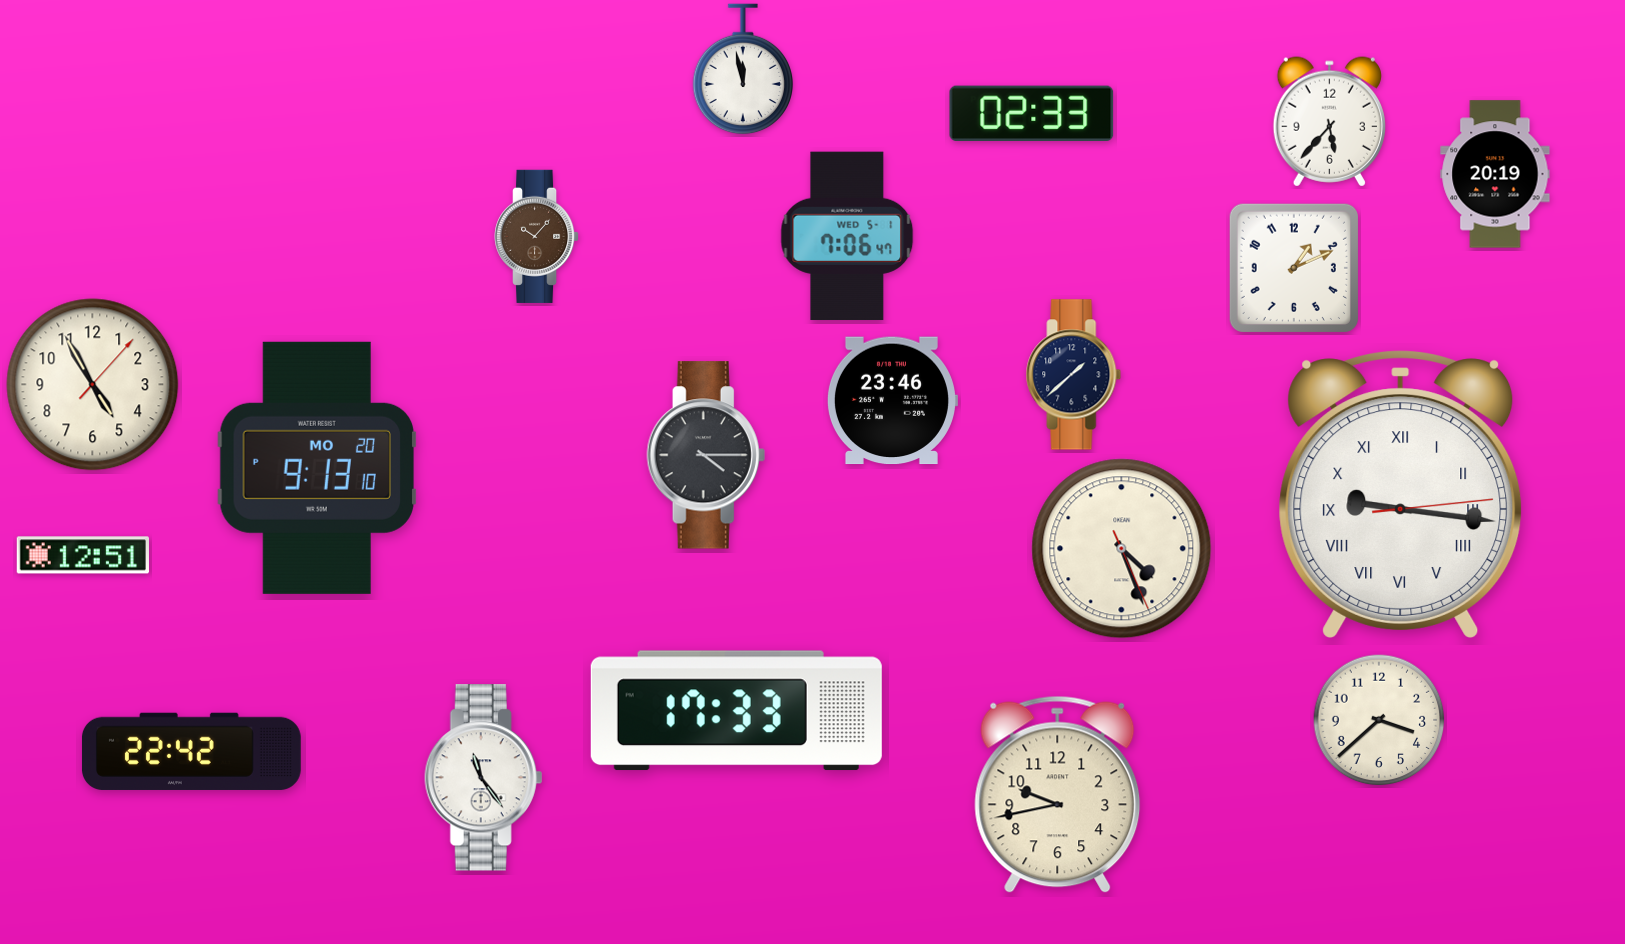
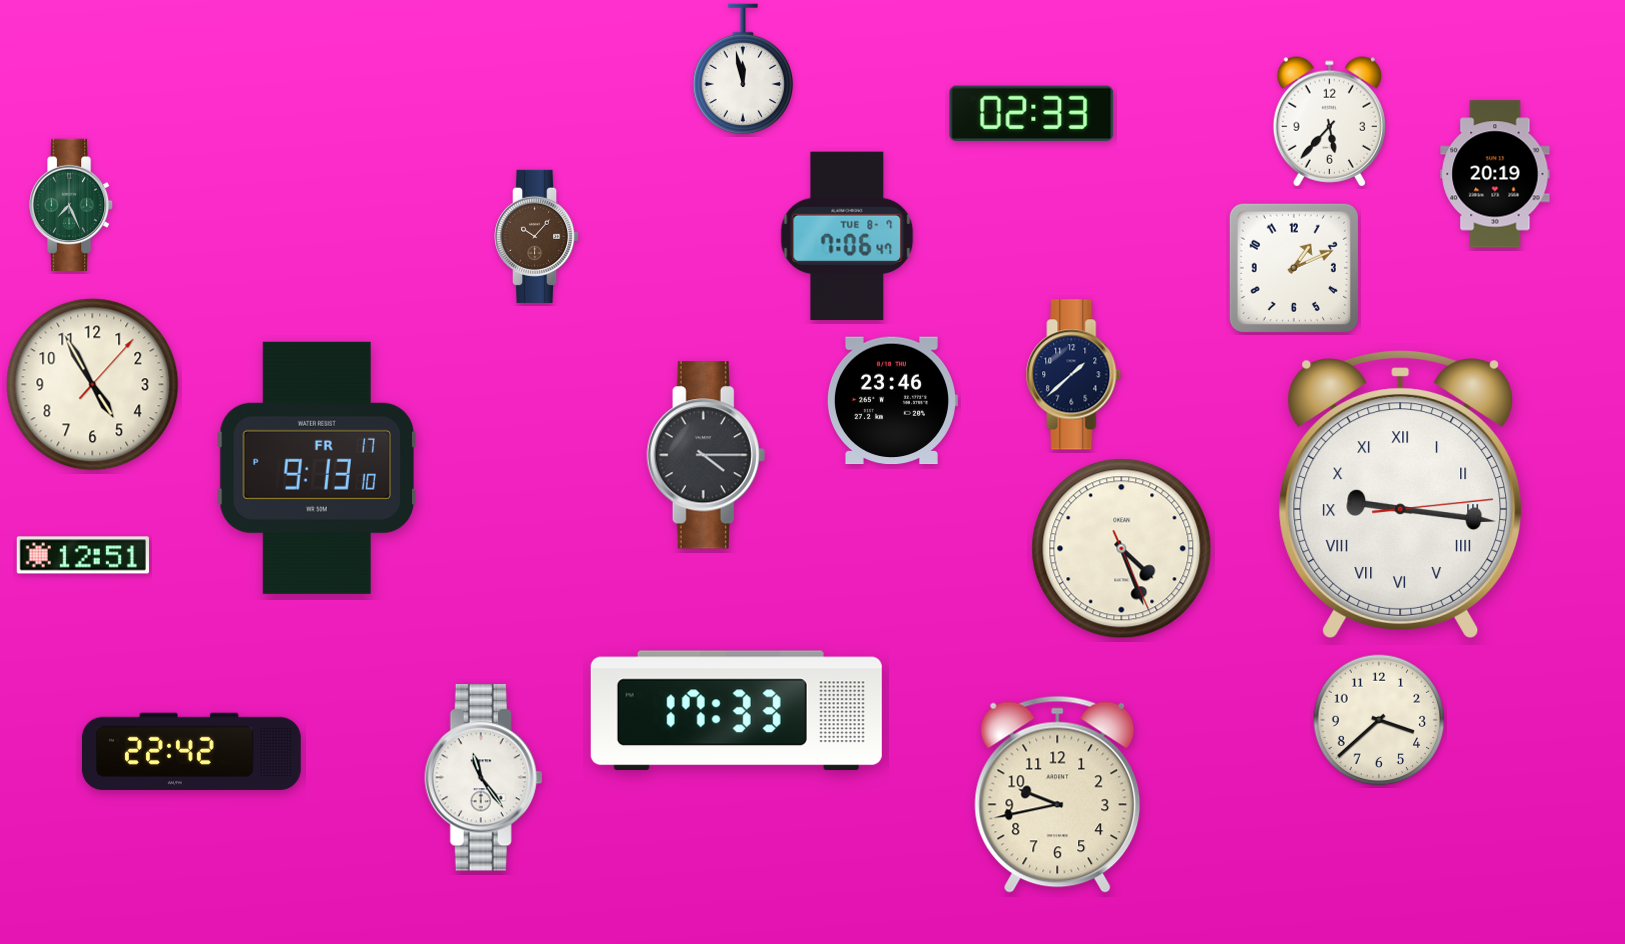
clock at (72, 205): none -> 7:26
clock at (847, 236) date: WED 5-1 -> TUE 8-7
clock at (316, 468) date: MO 20 -> FR 17
